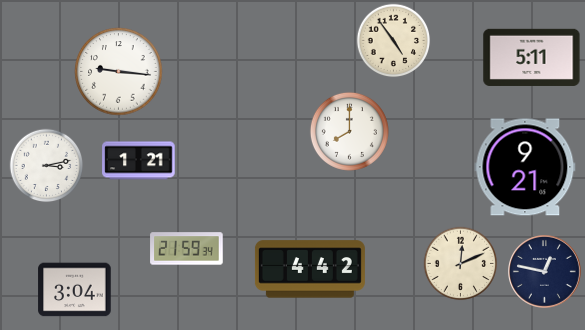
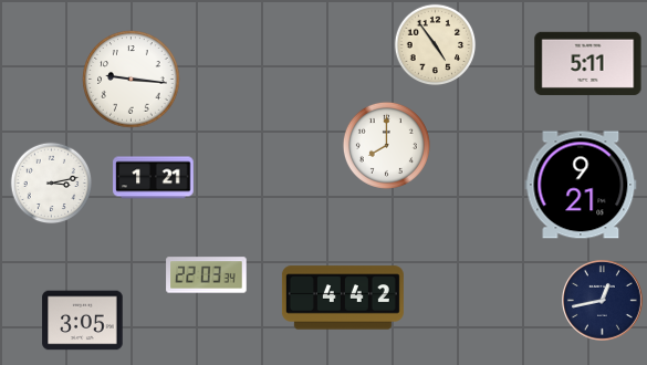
clock at (187, 249): 21:59 -> 22:03
clock at (461, 264): 12:11 -> none
clock at (545, 272): 12:47 -> 12:43
clock at (75, 290): 3:04 -> 3:05
